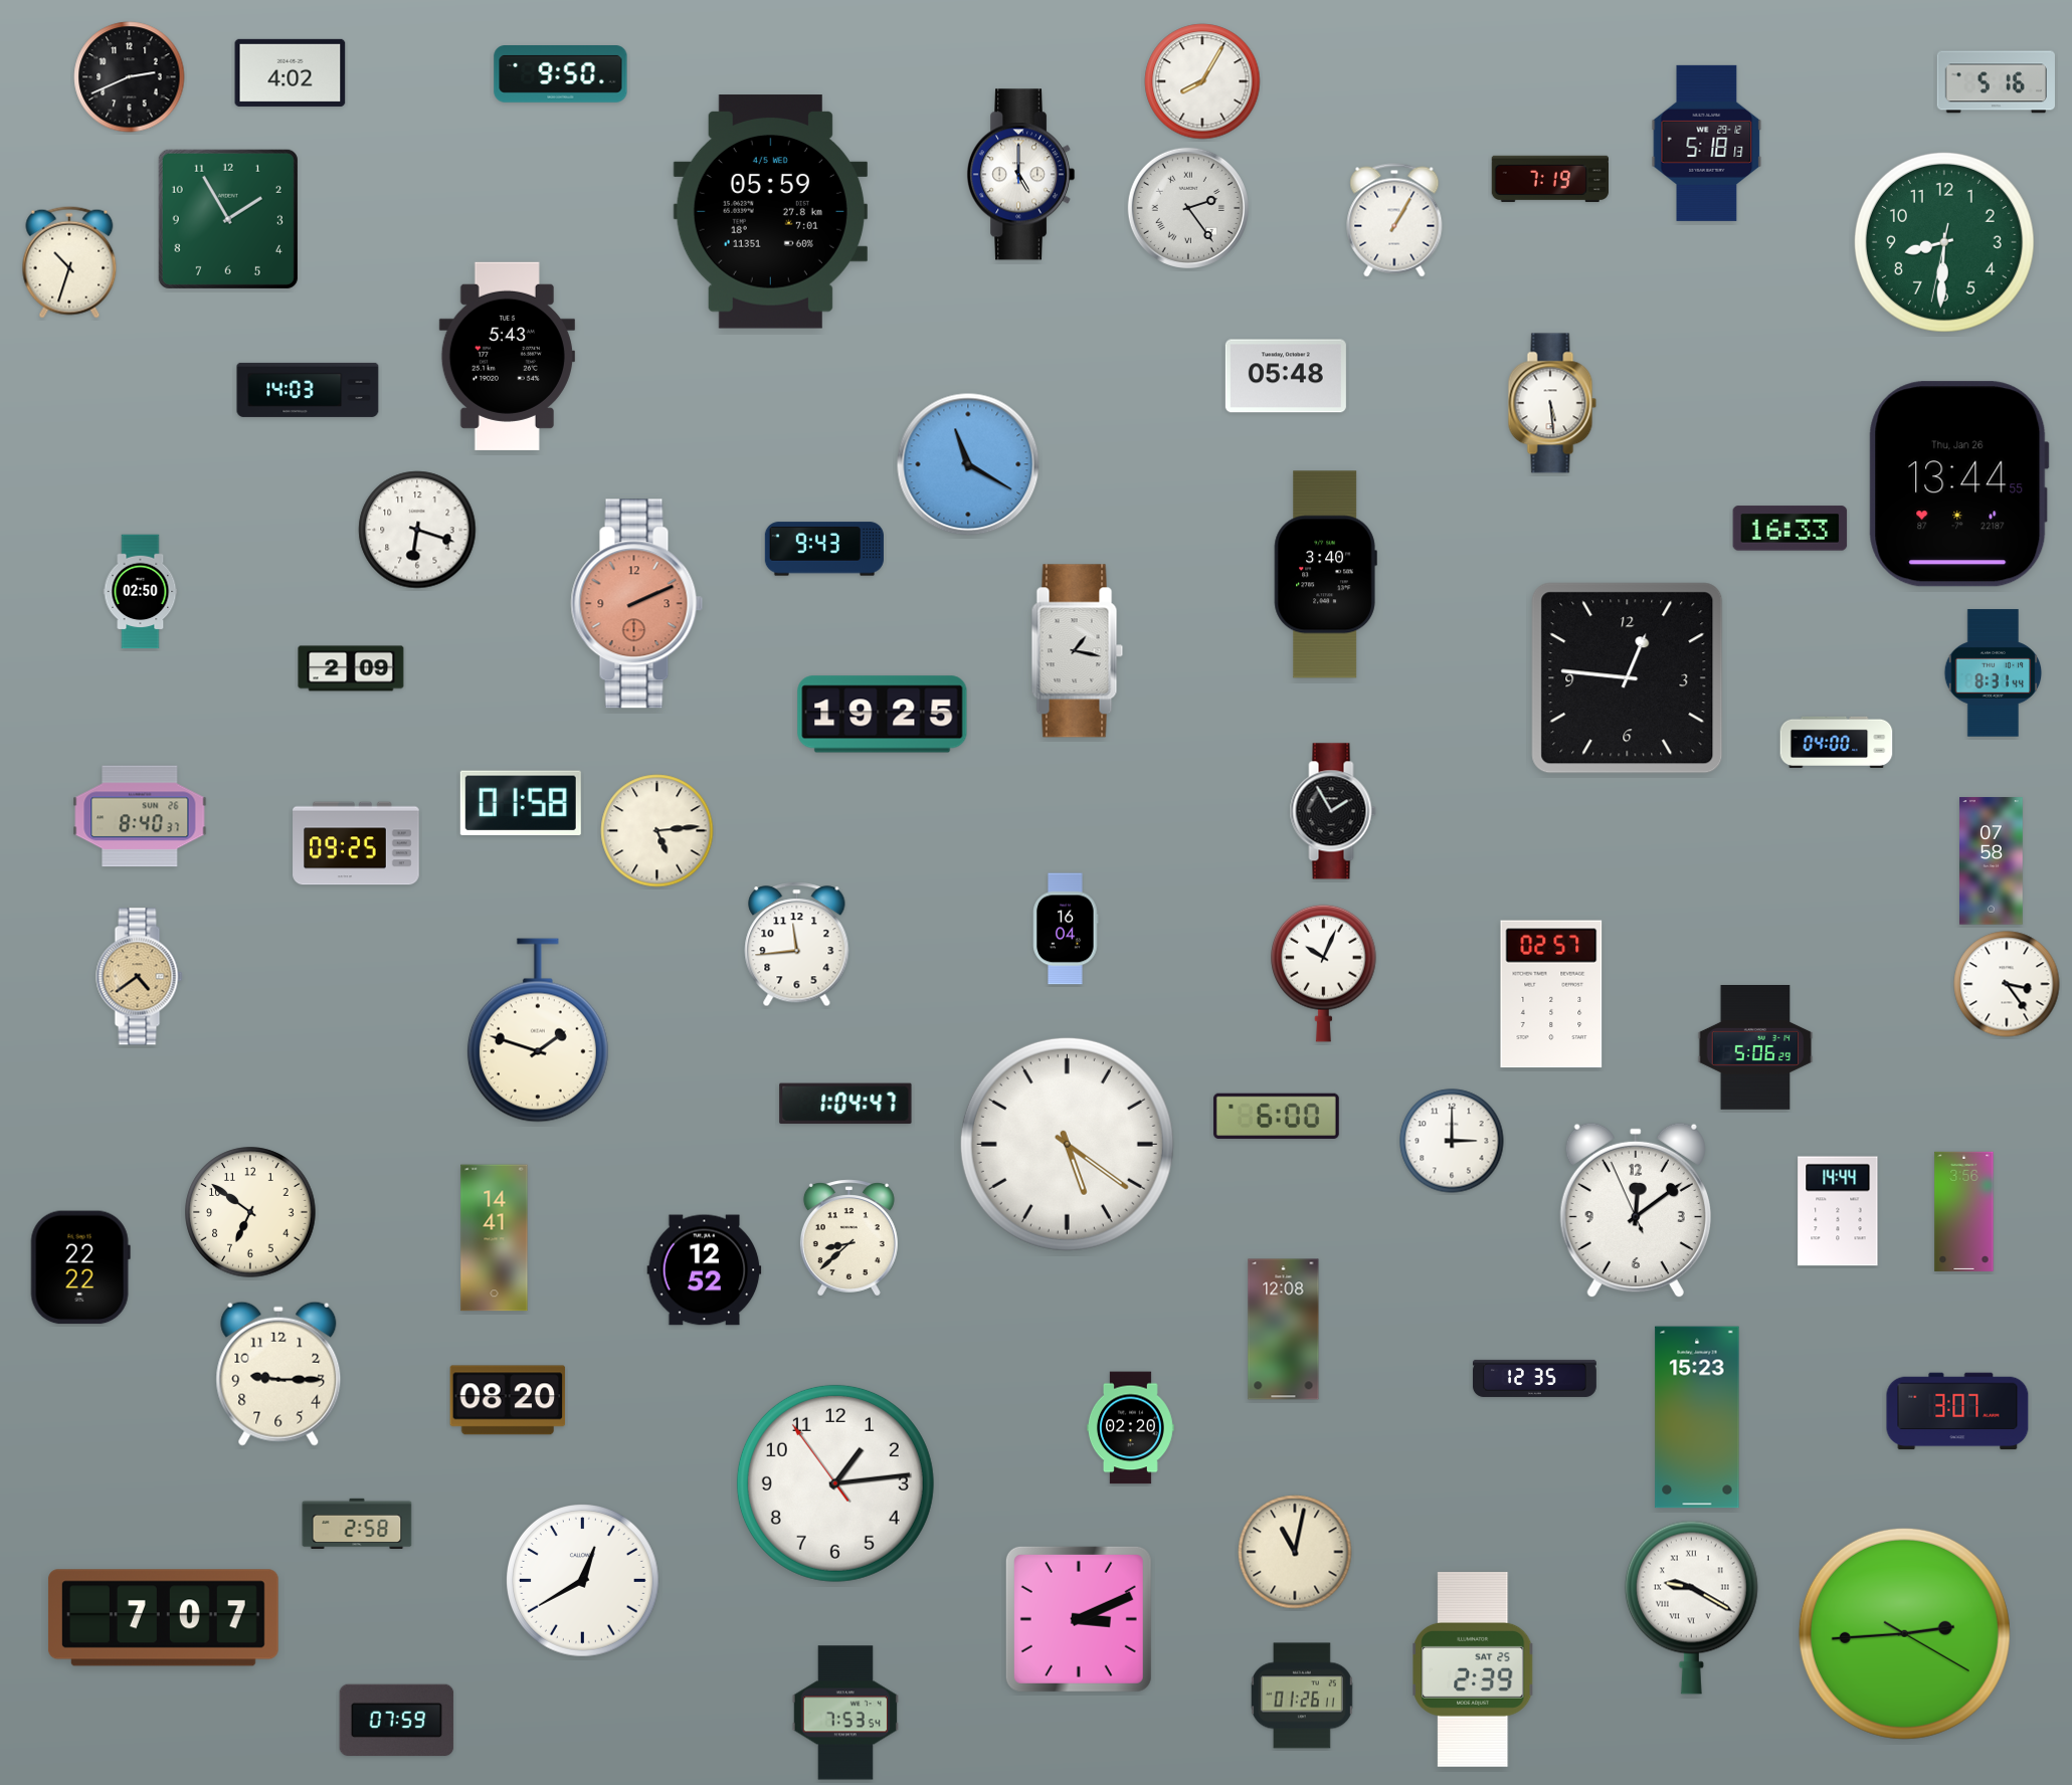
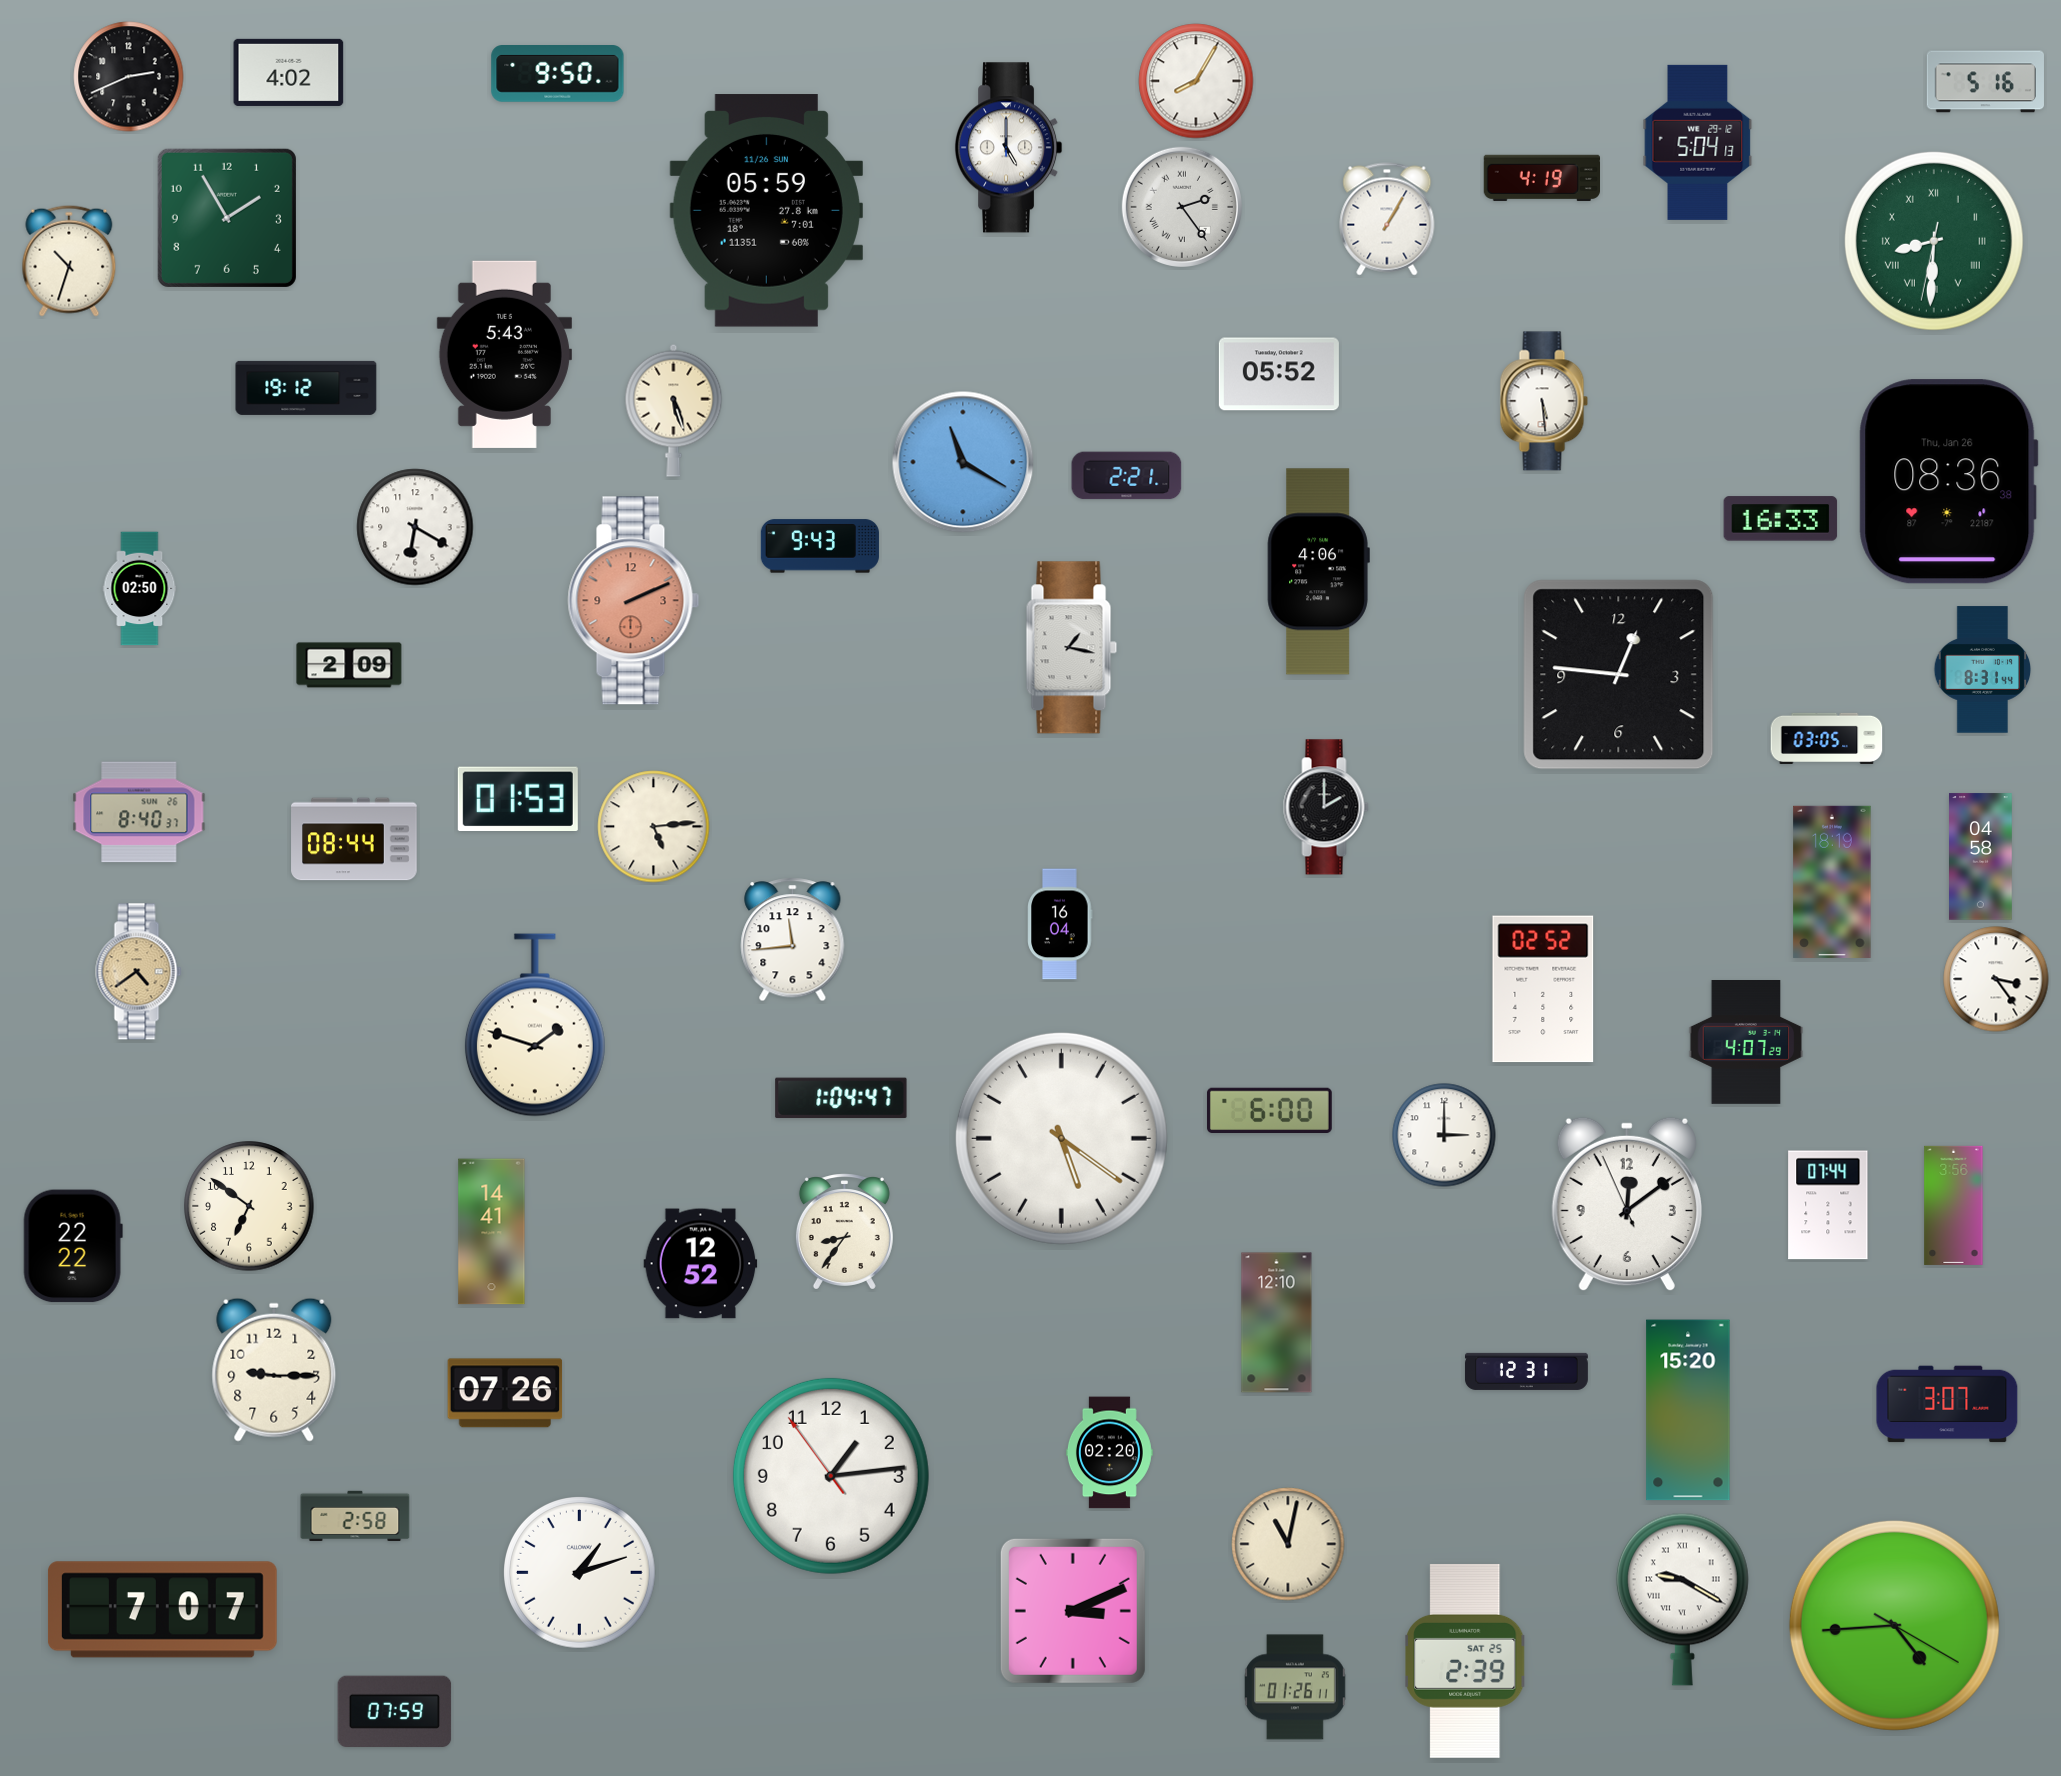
clock at (1707, 143): 5:18 -> 5:04
clock at (1020, 175) position: (1020, 175) -> (1008, 148)
clock at (1549, 179): 7:19 -> 4:19
clock at (770, 212) date: 4/5 WED -> 11/26 SUN
clock at (1944, 242) numerals: Arabic -> Roman
clock at (1286, 376): 05:48 -> 05:52
clock at (308, 390): 14:03 -> 19:12
clock at (674, 410): none -> 5:27
clock at (1127, 476): none -> 2:21
clock at (1958, 484): 13:44 -> 08:36
clock at (1791, 529) position: (1791, 529) -> (1781, 519)
clock at (417, 530): 6:18 -> 6:20
clock at (1325, 575): 3:40 -> 4:06
clock at (883, 715): 19:25 -> none
clock at (1837, 742): 04:00 -> 03:05
clock at (521, 803): 01:58 -> 01:53
clock at (1333, 811): 1:55 -> 2:00
clock at (356, 843): 09:25 -> 08:44
clock at (1992, 861): 07:58 -> 04:58
clock at (1832, 882): none -> 18:19
clock at (1324, 973): 10:04 -> none
clock at (1551, 994): 02:57 -> 02:52
clock at (1755, 1048): 5:06 -> 4:07
clock at (1838, 1211): 14:44 -> 07:44
clock at (849, 1238): 8:38 -> 8:36
clock at (80, 1267) position: (80, 1267) -> (73, 1246)
clock at (1284, 1330): 12:08 -> 12:10
clock at (278, 1374) position: (278, 1374) -> (274, 1370)
clock at (1534, 1378): 12:35 -> 12:31
clock at (508, 1400): 08:20 -> 07:26
clock at (1697, 1417): 15:23 -> 15:20
clock at (1130, 1428) position: (1130, 1428) -> (1109, 1453)
clock at (583, 1581): 12:40 -> 1:12
clock at (1904, 1633): 2:44 -> 4:44
clock at (845, 1713): 7:53 -> none
